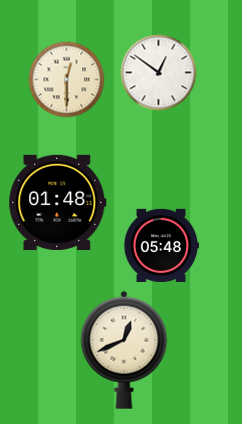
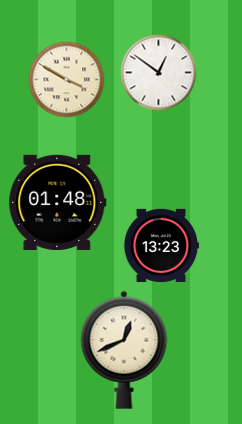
clock at (67, 80): 12:30 -> 3:50
clock at (161, 245): 05:48 -> 13:23
